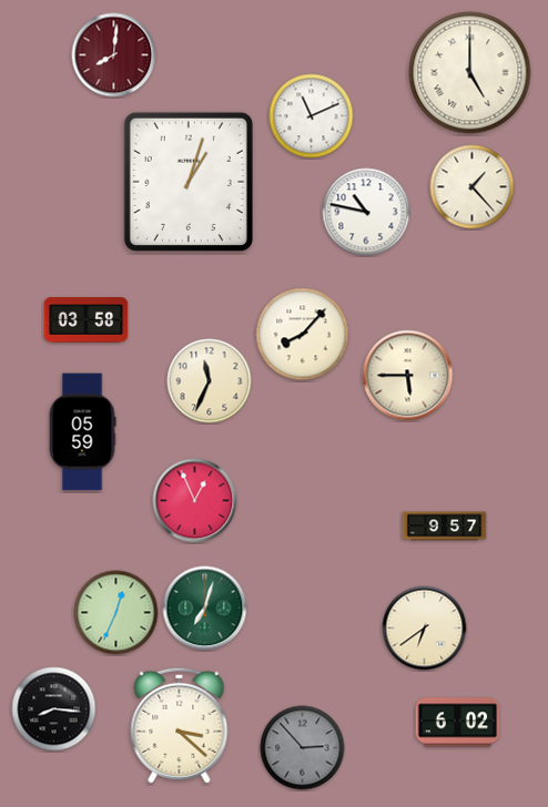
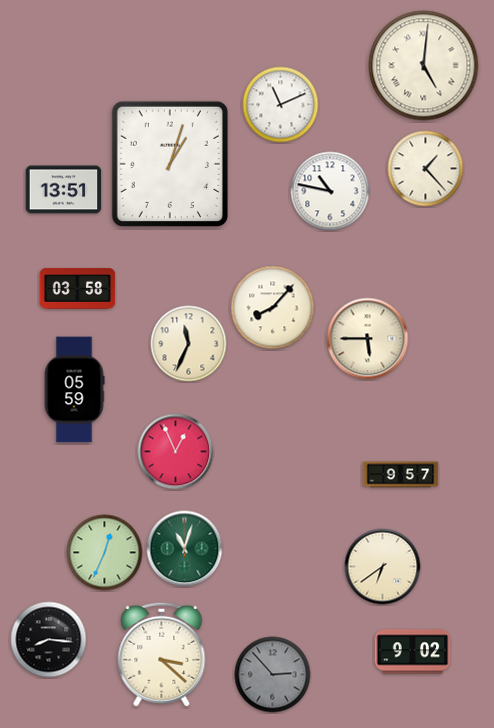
clock at (114, 55): 8:01 -> none
clock at (470, 73): 5:00 -> 5:01
clock at (64, 190): none -> 13:51
clock at (303, 335) position: (303, 335) -> (273, 308)
clock at (205, 609): 7:03 -> 11:03
clock at (458, 723): 6:02 -> 9:02
